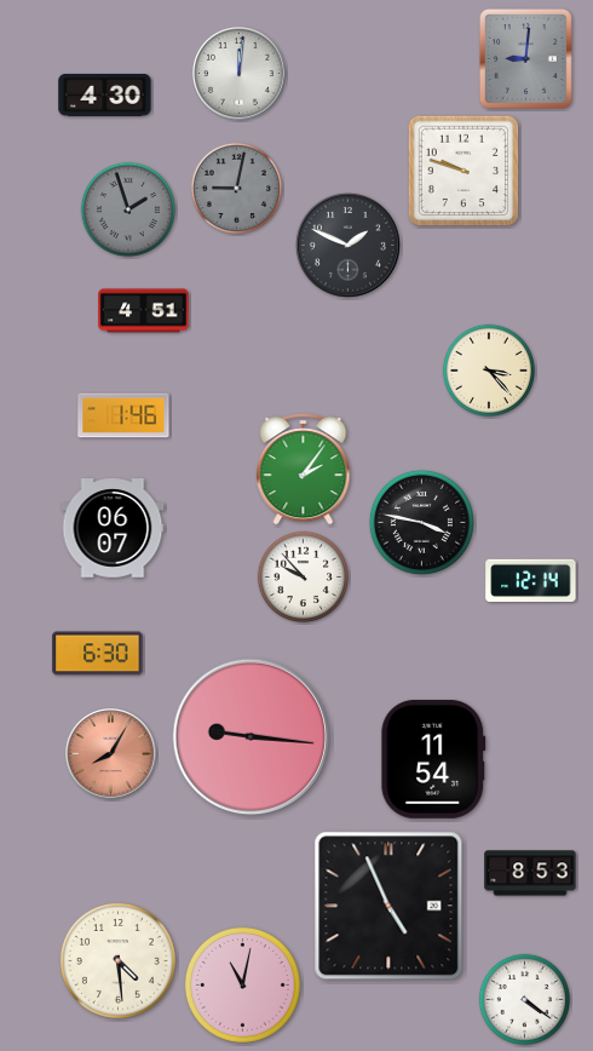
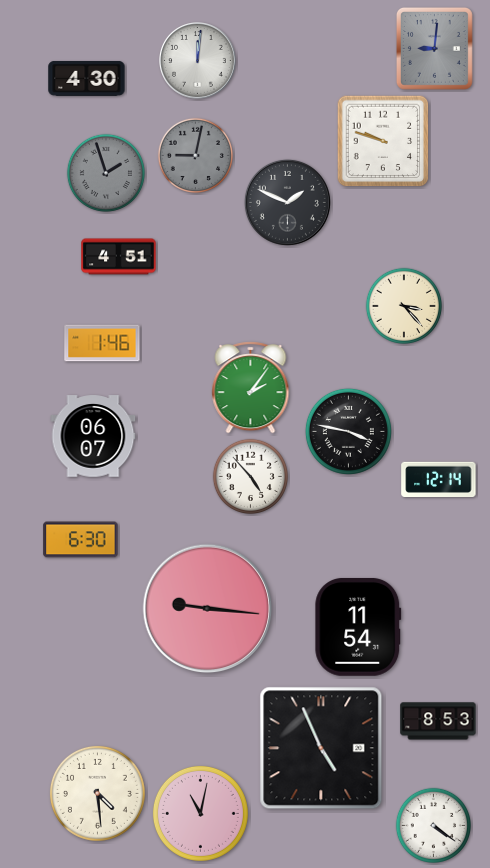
clock at (303, 576): 9:53 -> 4:53
clock at (111, 754): 8:05 -> none
